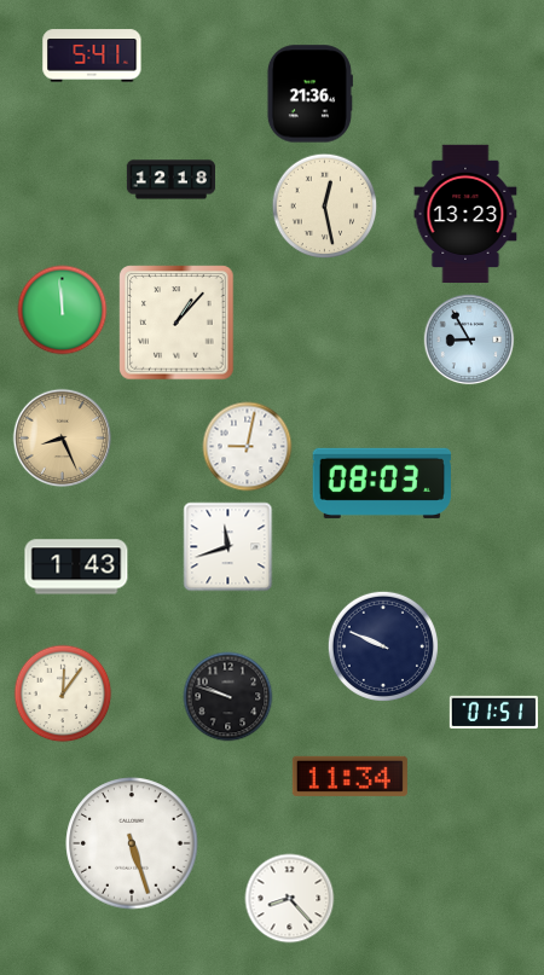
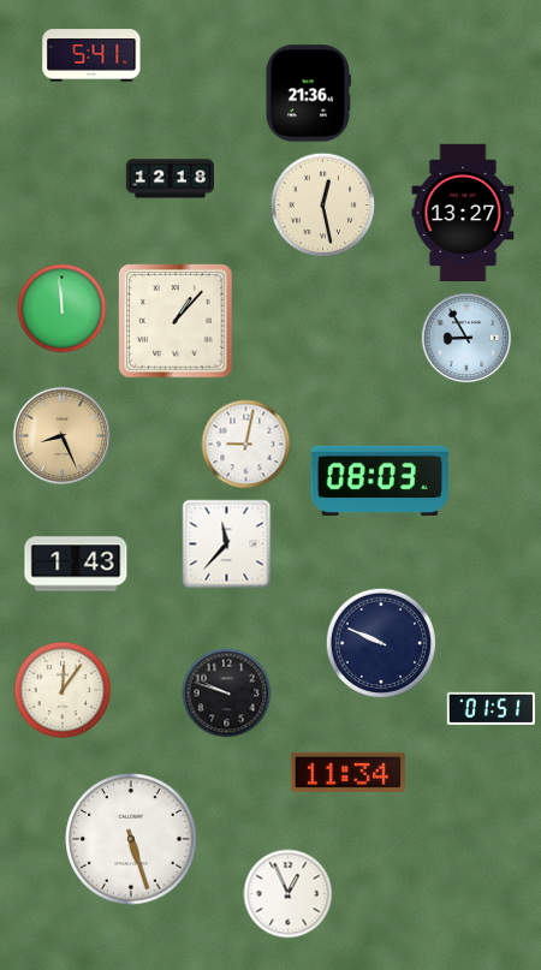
clock at (465, 214): 13:23 -> 13:27
clock at (228, 547): 11:42 -> 11:37
clock at (290, 899): 8:23 -> 12:56
